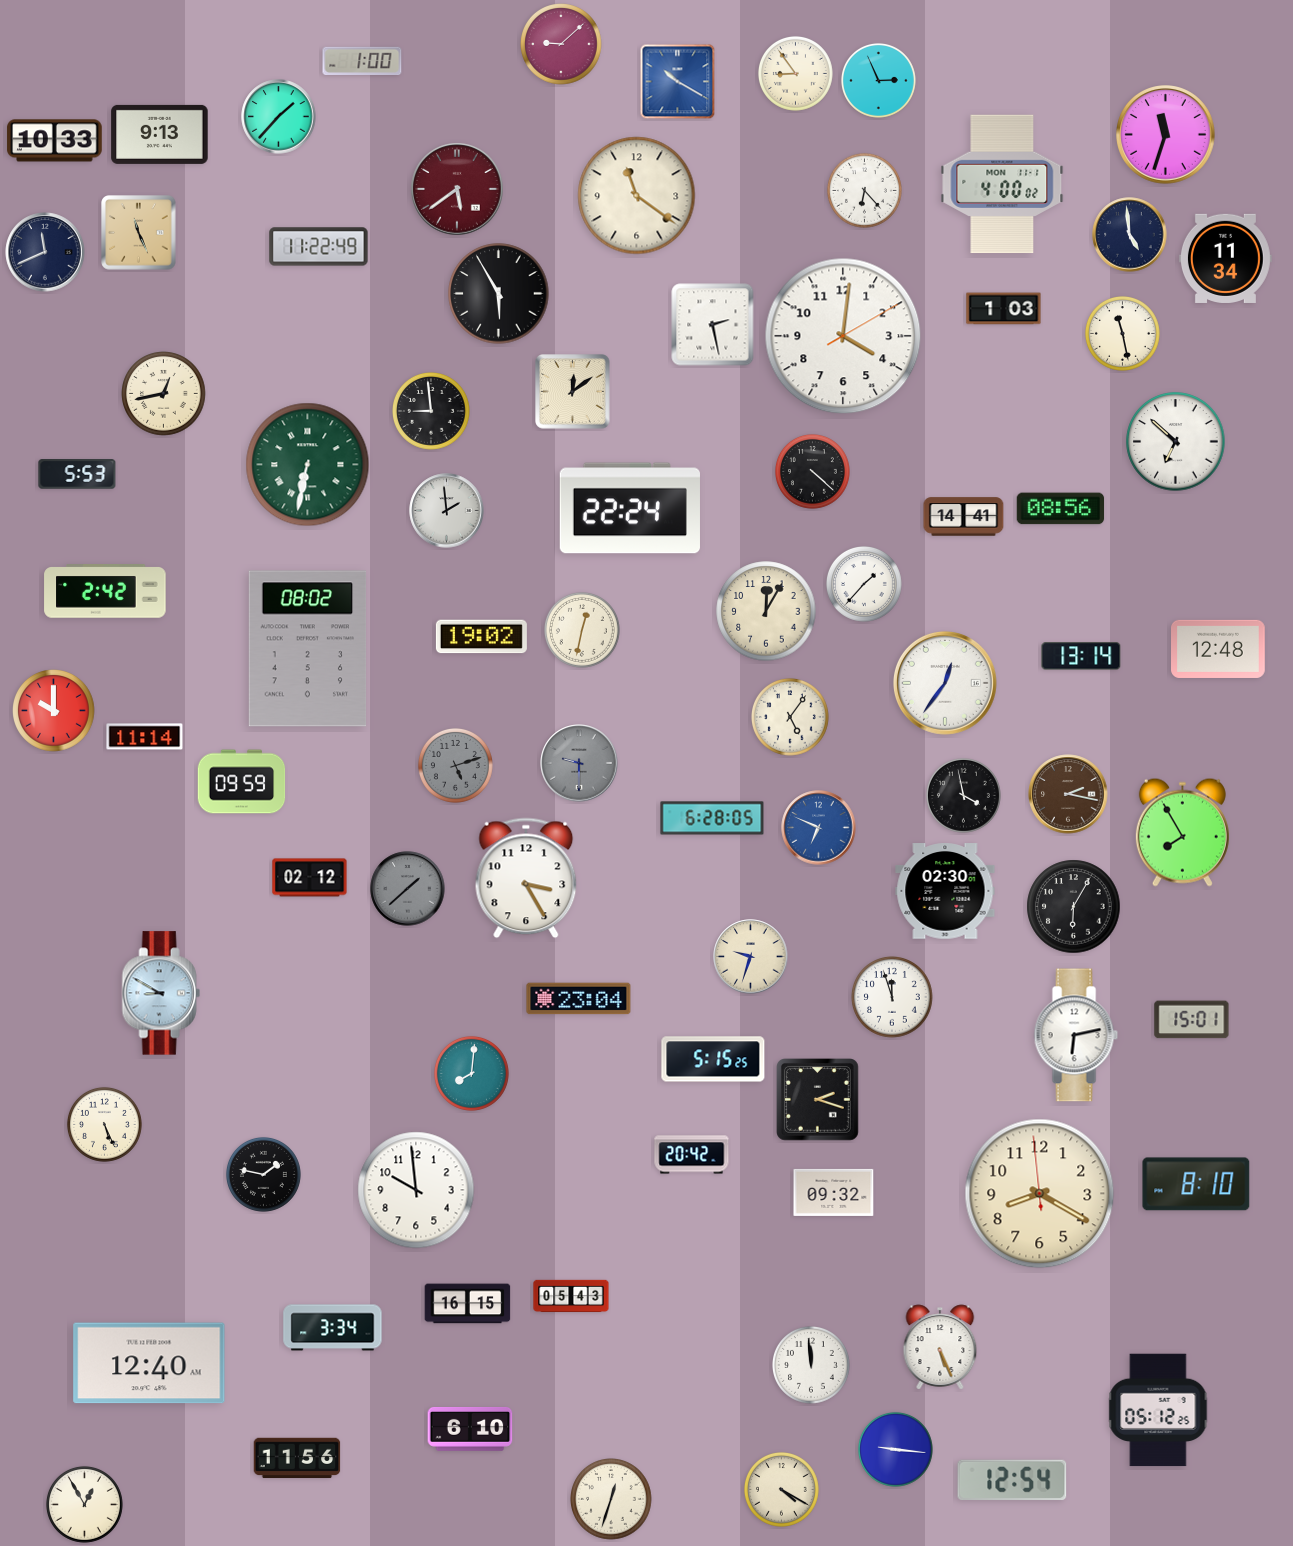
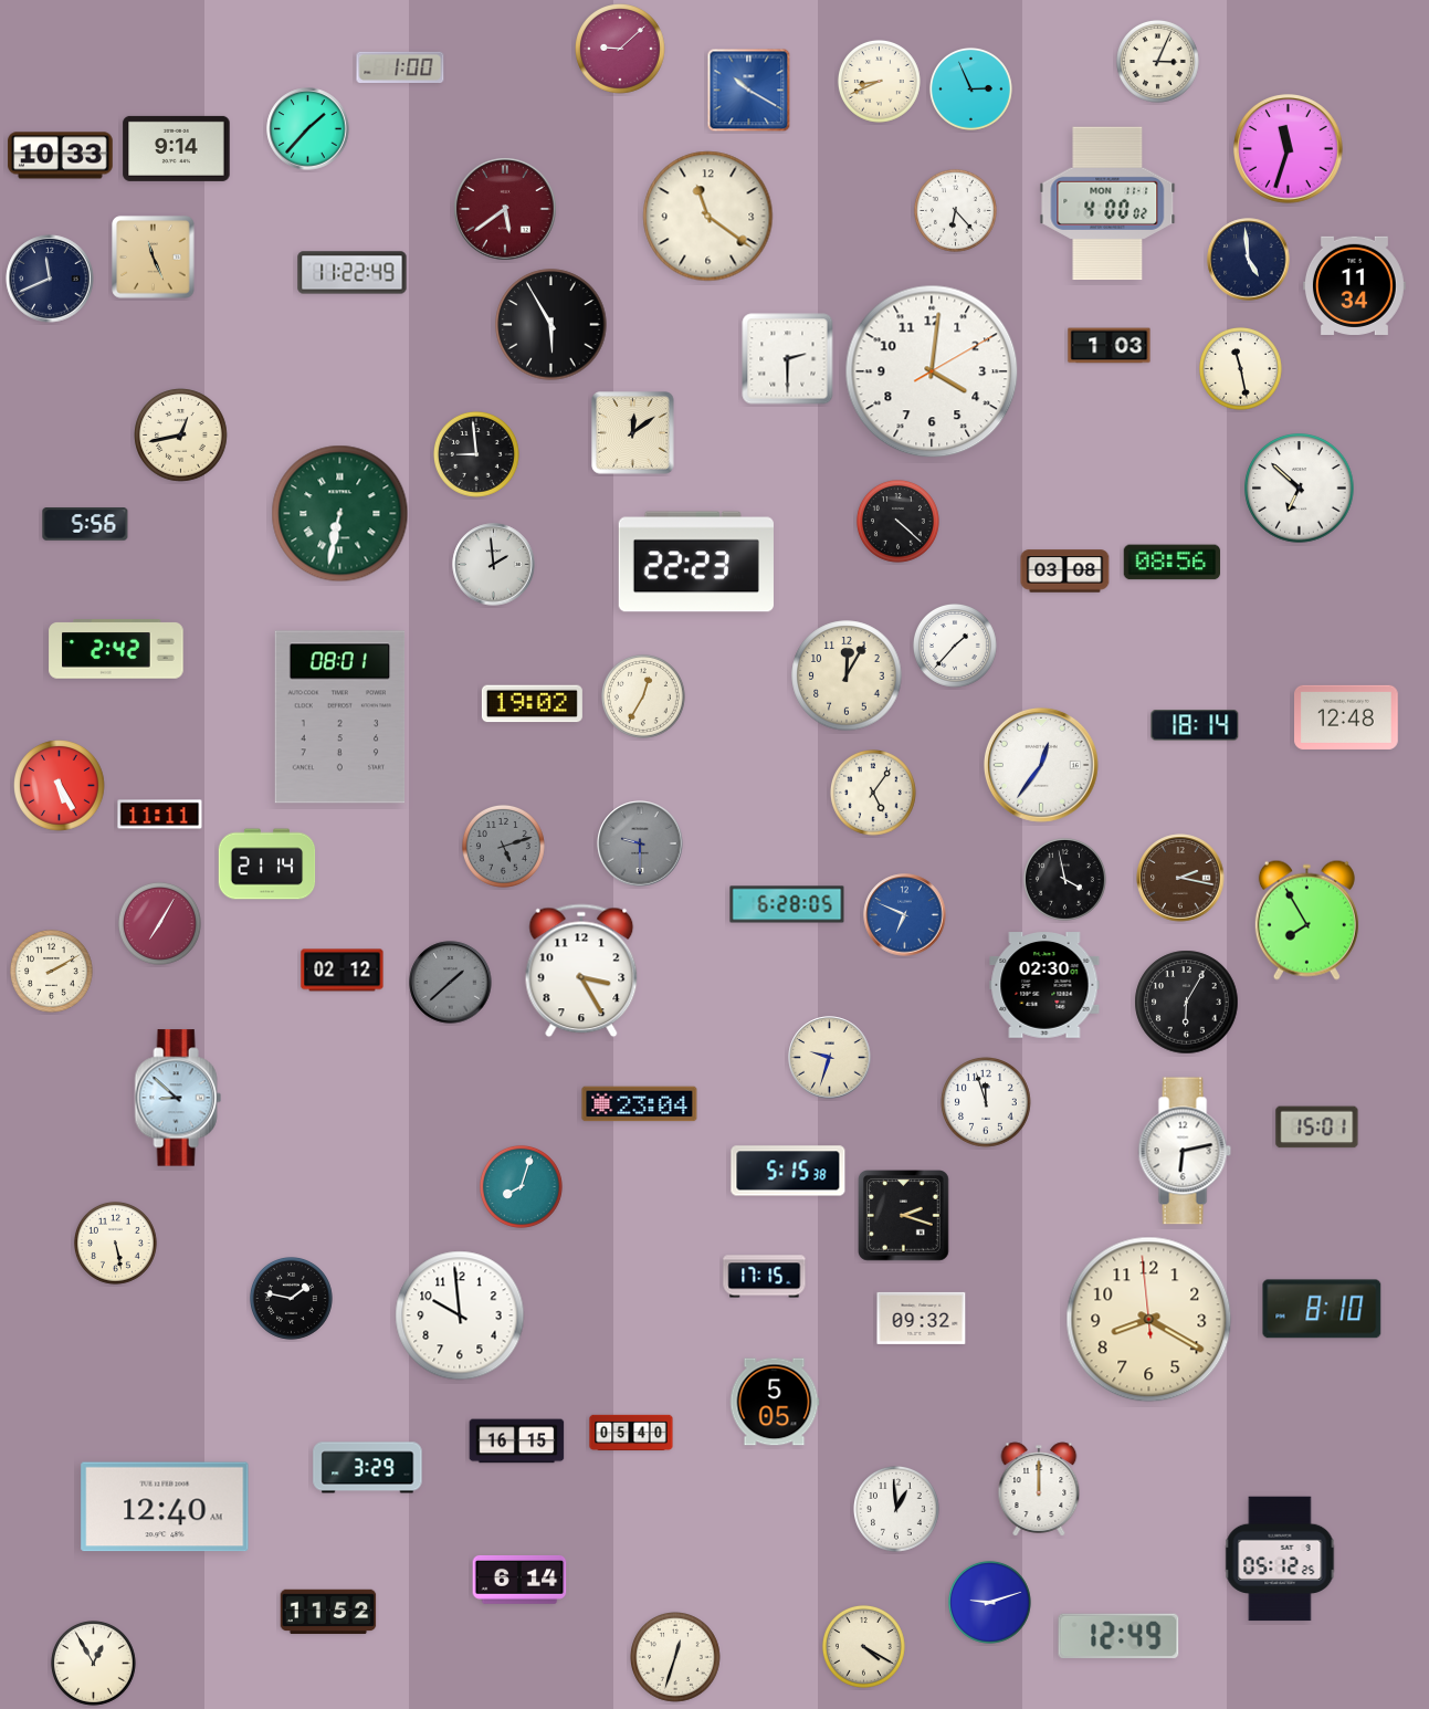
clock at (1157, 61): none -> 3:04
clock at (795, 73): 8:54 -> 8:41
clock at (160, 134): 9:13 -> 9:14
clock at (637, 196) position: (637, 196) -> (708, 217)
clock at (1004, 309) position: (1004, 309) -> (1110, 346)
clock at (713, 325): 2:28 -> 2:30
clock at (77, 474): 5:53 -> 5:56
clock at (630, 508): 22:24 -> 22:23
clock at (964, 517): 14:41 -> 03:08
clock at (105, 592) position: (105, 592) -> (116, 650)
clock at (582, 630): 12:32 -> 12:35
clock at (308, 649): 08:02 -> 08:01
clock at (1081, 656): 13:14 -> 18:14
clock at (946, 684) position: (946, 684) -> (1042, 766)
clock at (54, 711): 10:00 -> 5:25
clock at (145, 737): 11:14 -> 11:11
clock at (242, 782): 09:59 -> 21:14
clock at (159, 923): none -> 7:05
clock at (51, 971): none -> 2:10
clock at (161, 993): 8:50 -> 8:52
clock at (1076, 1035) position: (1076, 1035) -> (1185, 1151)
clock at (713, 1059): 5:15:25 -> 5:15:38
clock at (471, 1073): 8:01 -> 8:03
clock at (104, 1124): 5:26 -> 5:28
clock at (692, 1155): 20:42 -> 17:15
clock at (775, 1402): none -> 5:05
clock at (571, 1296): 05:43 -> 05:40
clock at (333, 1328): 3:34 -> 3:29
clock at (940, 1347): 5:26 -> 12:00
clock at (812, 1366): 11:59 -> 12:59
clock at (470, 1429): 6:10 -> 6:14
clock at (895, 1449): 9:16 -> 9:12
clock at (297, 1458): 11:56 -> 11:52
clock at (1012, 1480): 12:54 -> 12:49
